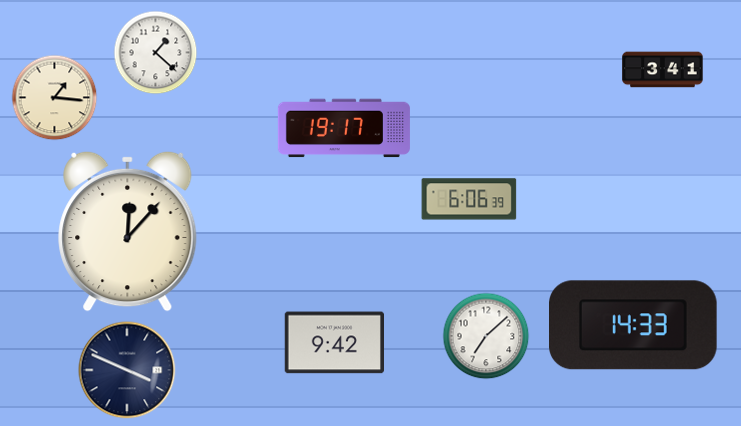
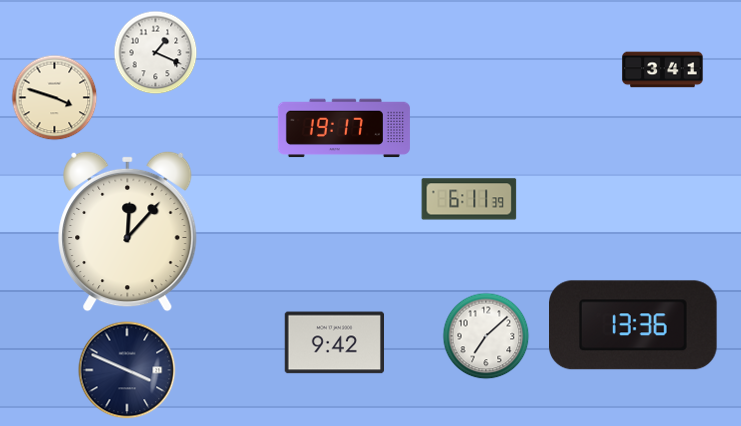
clock at (156, 53): 1:22 -> 1:19
clock at (55, 98): 1:16 -> 3:48
clock at (469, 199): 6:06 -> 6:11
clock at (634, 325): 14:33 -> 13:36
